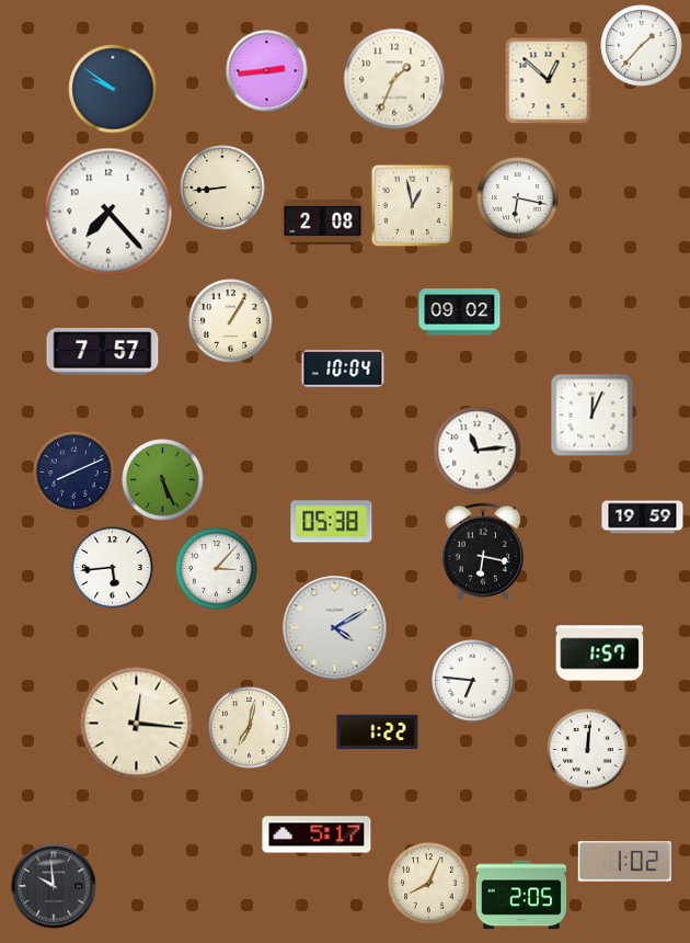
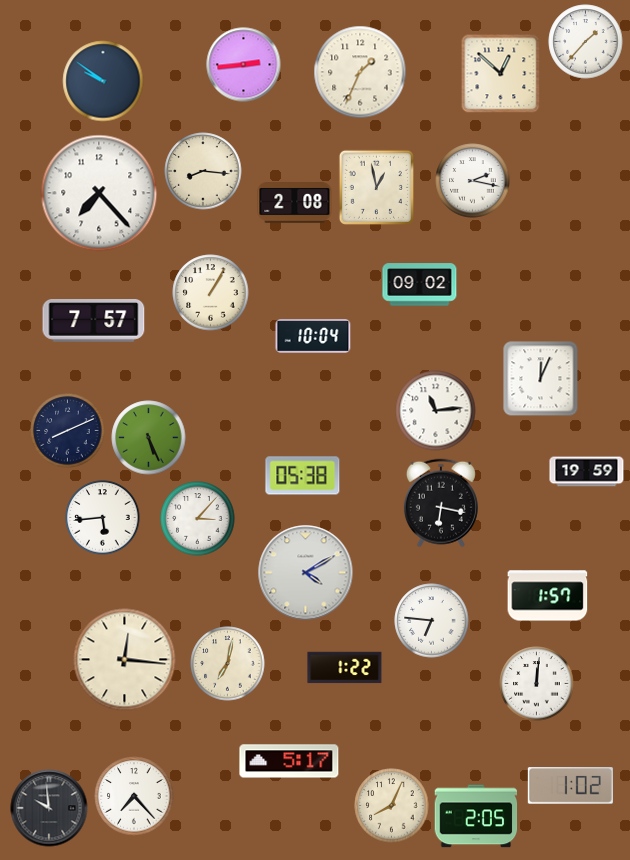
clock at (222, 188): 8:44 -> 8:16
clock at (518, 198): 6:17 -> 2:17
clock at (134, 796): none -> 7:23
